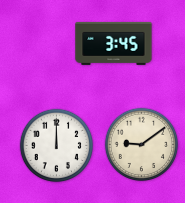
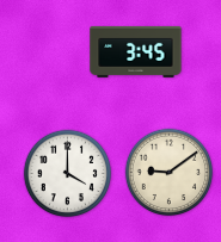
clock at (57, 146): 12:00 -> 4:00
